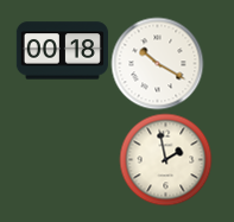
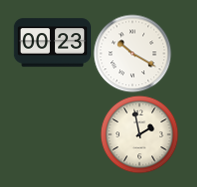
clock at (62, 51): 00:18 -> 00:23
